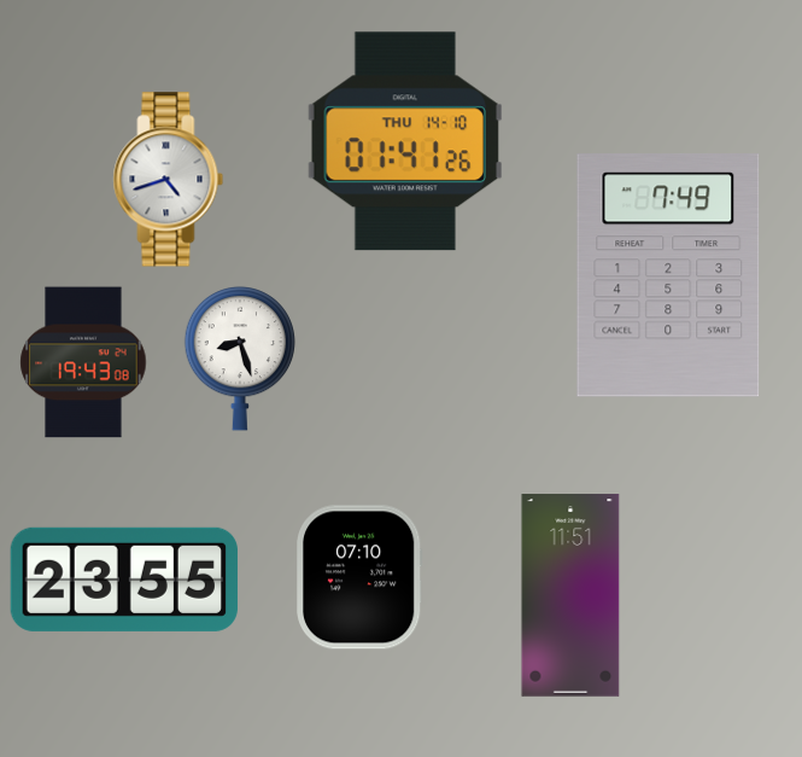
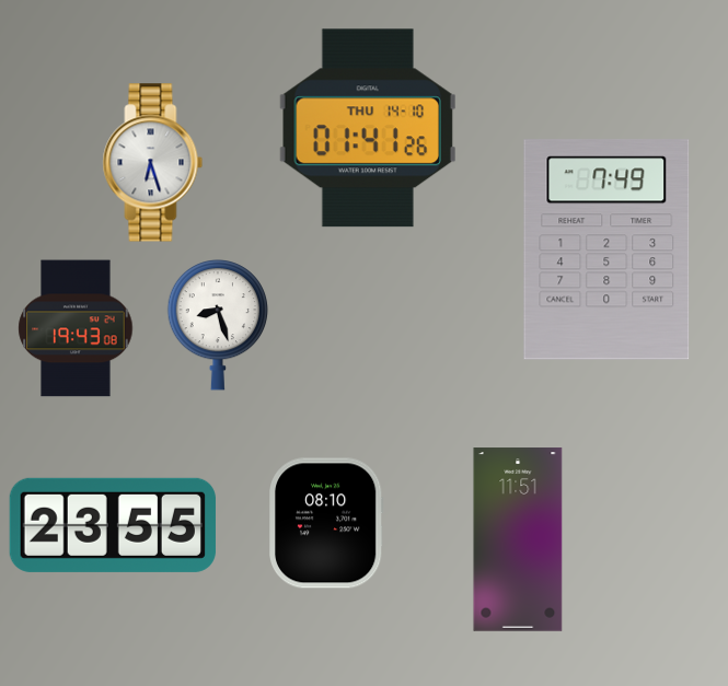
clock at (169, 180): 4:42 -> 6:27
clock at (361, 577): 07:10 -> 08:10
